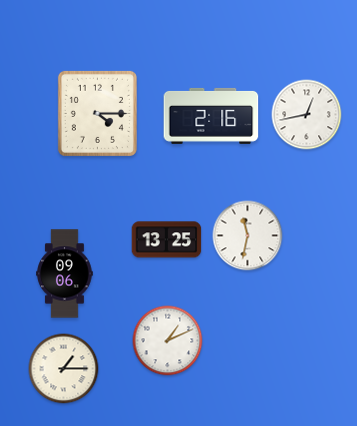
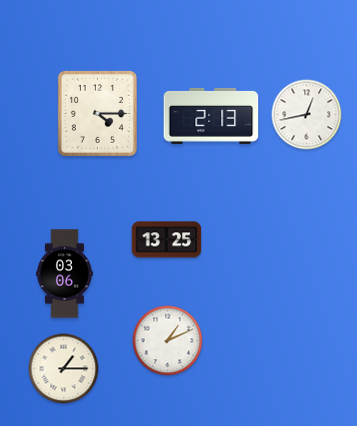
clock at (211, 116): 2:16 -> 2:13
clock at (248, 236): 11:32 -> none
clock at (65, 274): 09:06 -> 03:06
